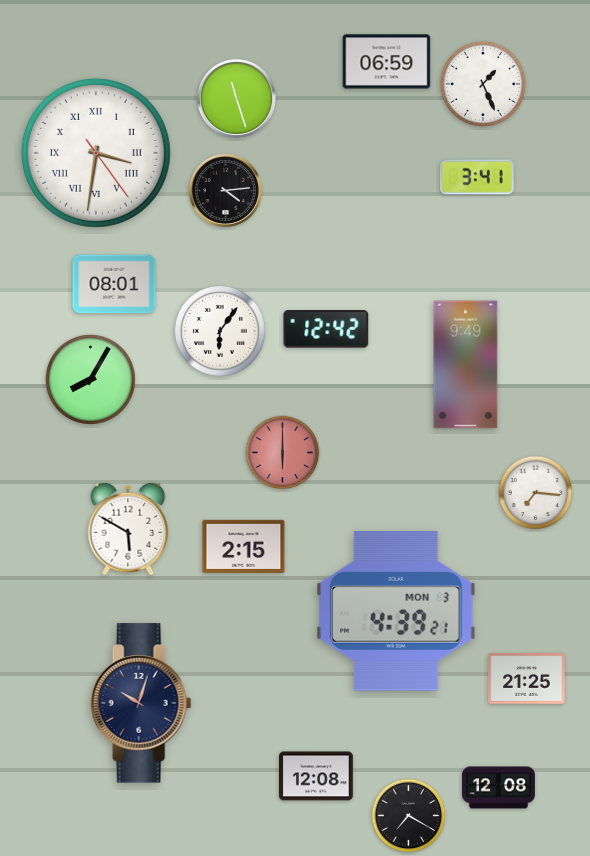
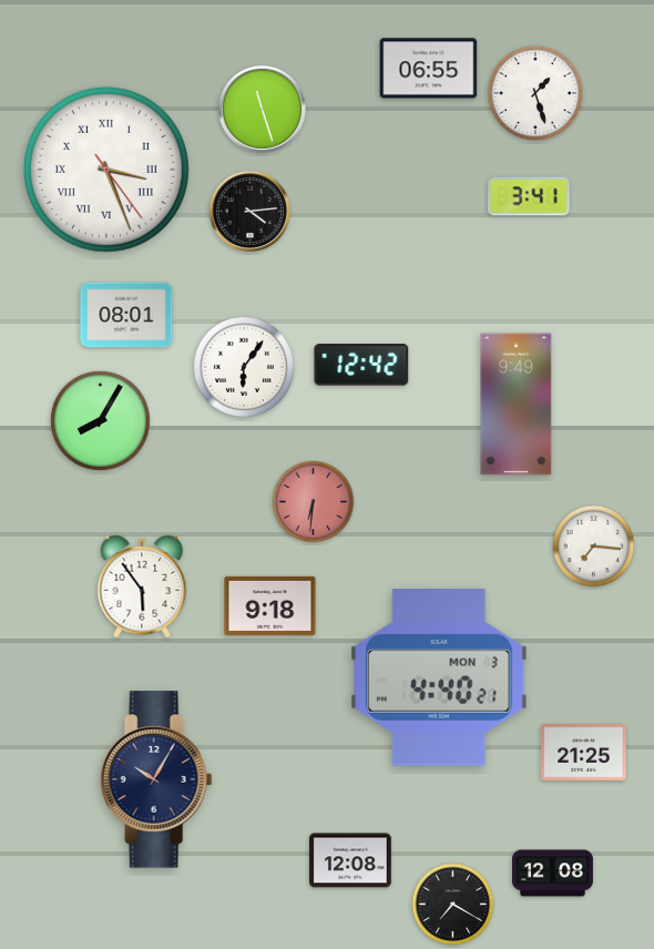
clock at (387, 62): 06:59 -> 06:55
clock at (483, 84): 1:26 -> 1:27
clock at (96, 153): 3:31 -> 3:26
clock at (283, 453): 6:00 -> 6:31
clock at (128, 529): 5:50 -> 5:54
clock at (244, 546): 2:15 -> 9:18
clock at (396, 611): 4:39 -> 4:40
clock at (141, 703): 10:03 -> 10:05
